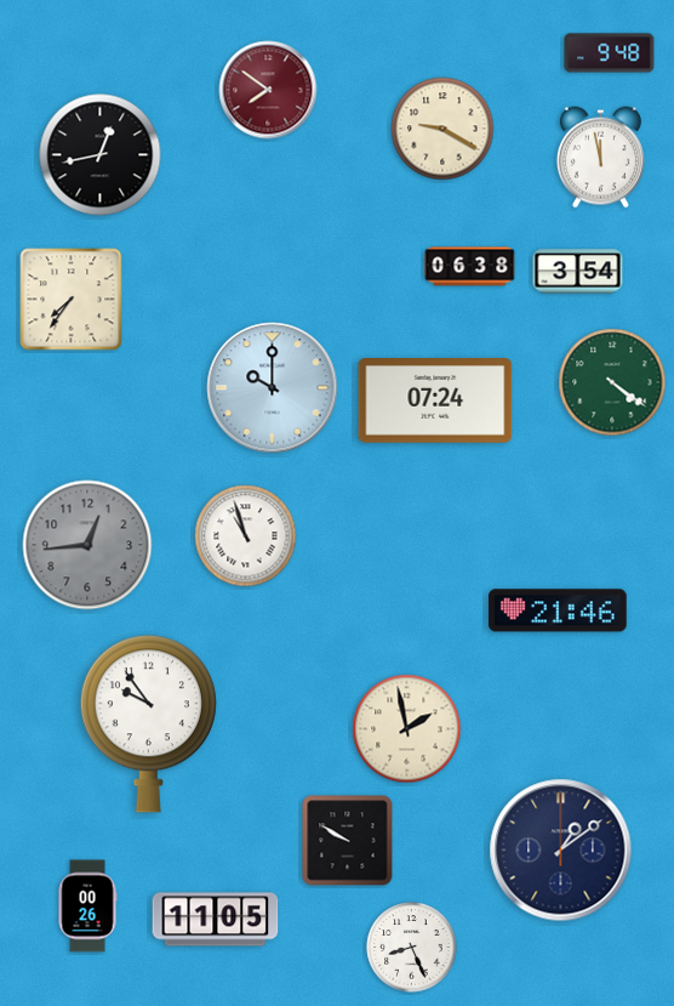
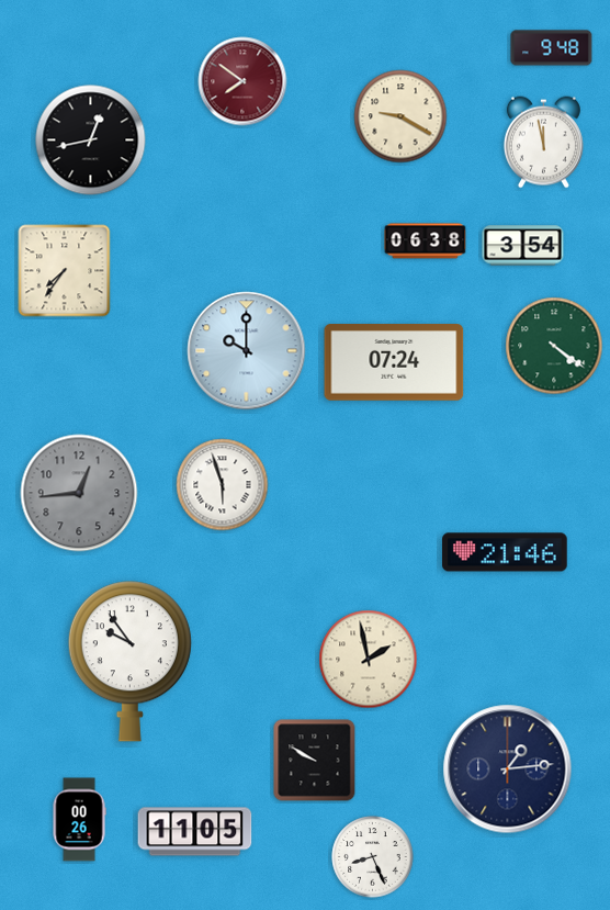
clock at (246, 536): 10:57 -> 5:57
clock at (148, 724) position: (148, 724) -> (129, 662)
clock at (561, 851): 1:09 -> 1:14
